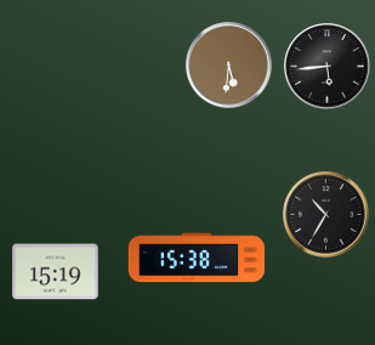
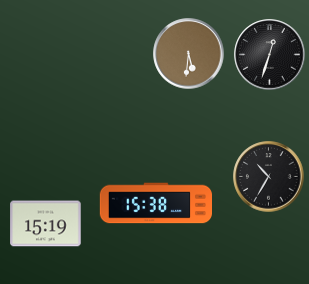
clock at (328, 67): 5:44 -> 12:33
clock at (195, 258) position: (195, 258) -> (155, 203)
